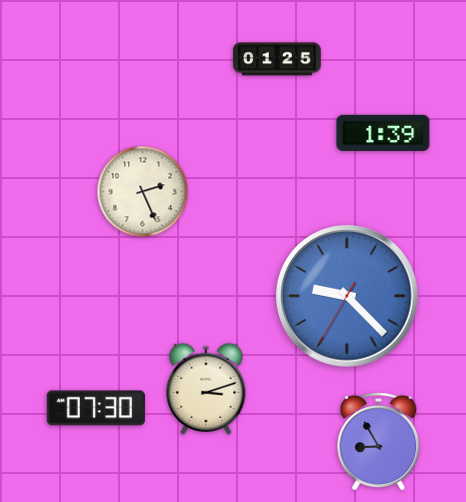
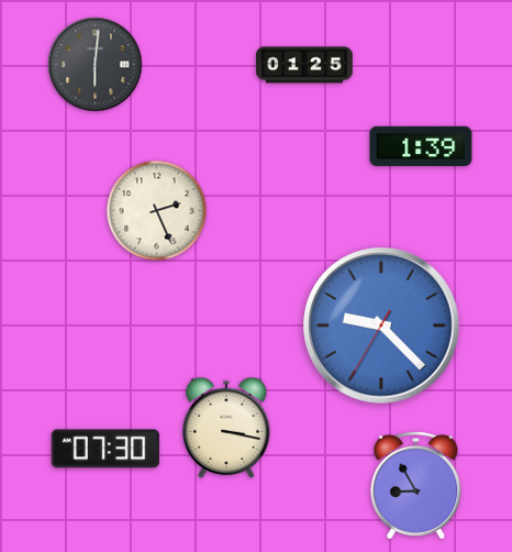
clock at (96, 65): none -> 6:01
clock at (206, 389): 3:12 -> 3:17
